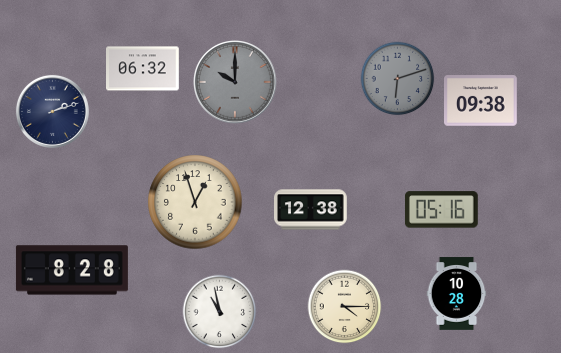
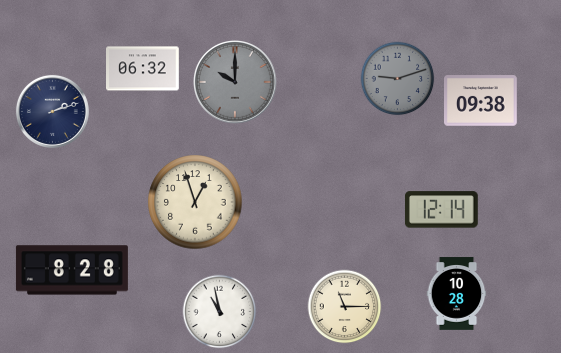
clock at (398, 79): 6:12 -> 9:12
clock at (311, 210): 12:38 -> none
clock at (441, 210): 05:16 -> 12:14
clock at (345, 307): 4:15 -> 11:15
